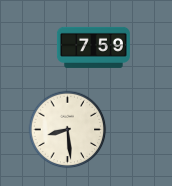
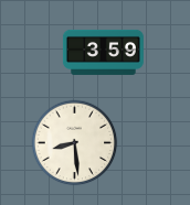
clock at (93, 47): 7:59 -> 3:59
